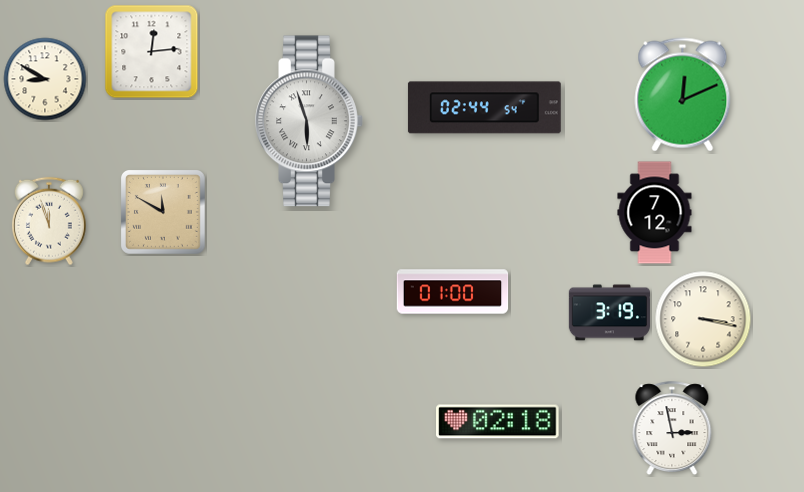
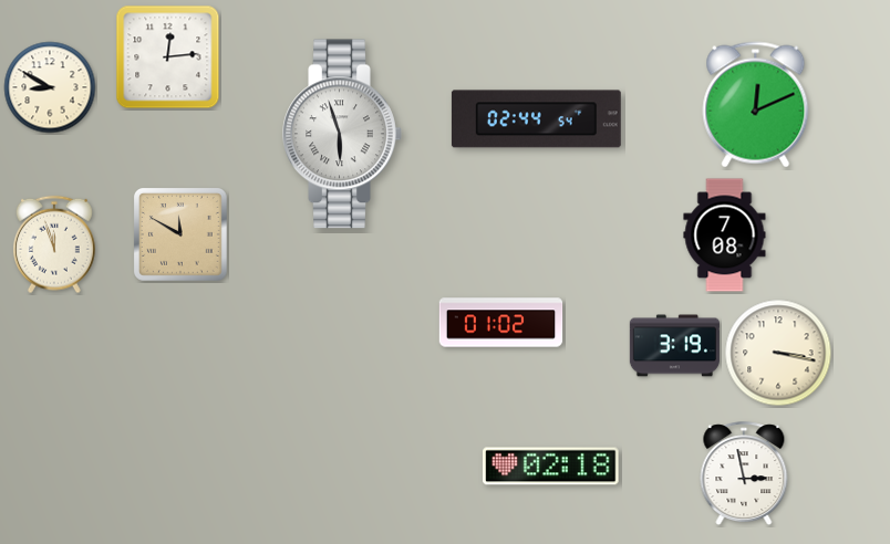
clock at (655, 213): 7:12 -> 7:08
clock at (453, 292): 01:00 -> 01:02
